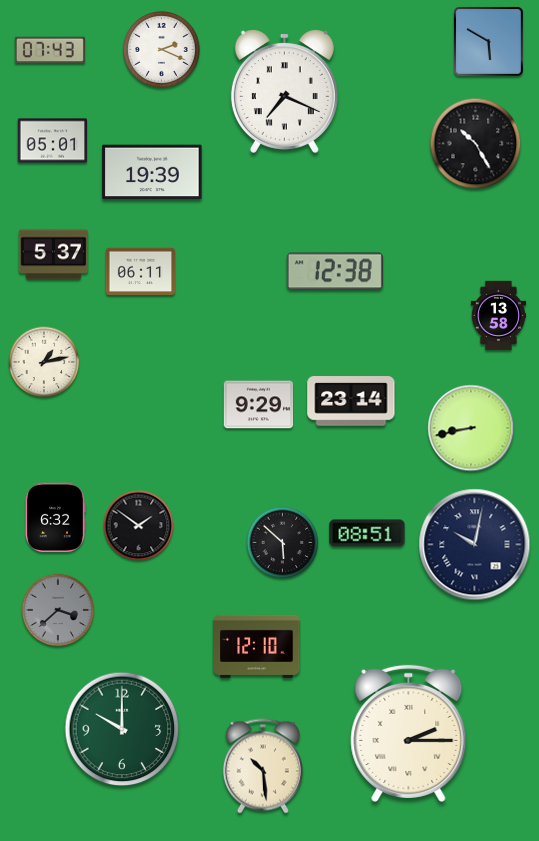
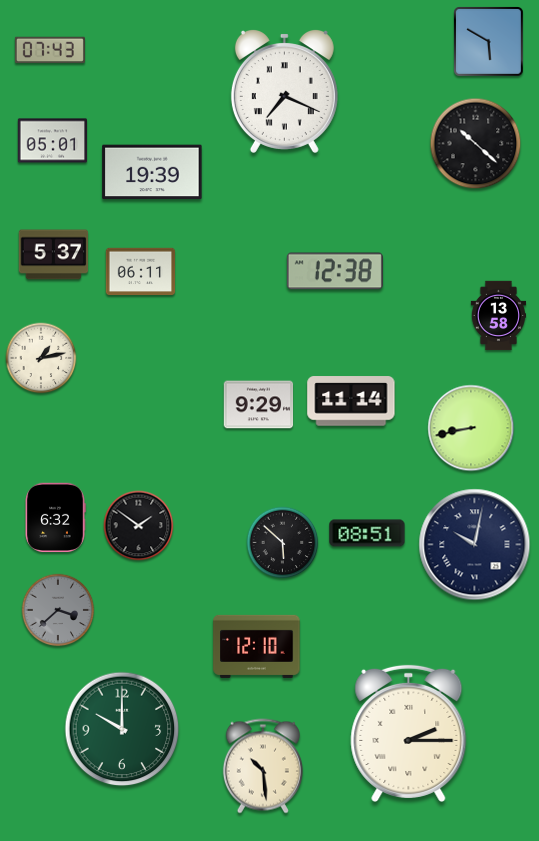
clock at (161, 49): 2:19 -> none
clock at (476, 144): 10:25 -> 10:22
clock at (44, 362) position: (44, 362) -> (41, 358)
clock at (351, 401): 23:14 -> 11:14
